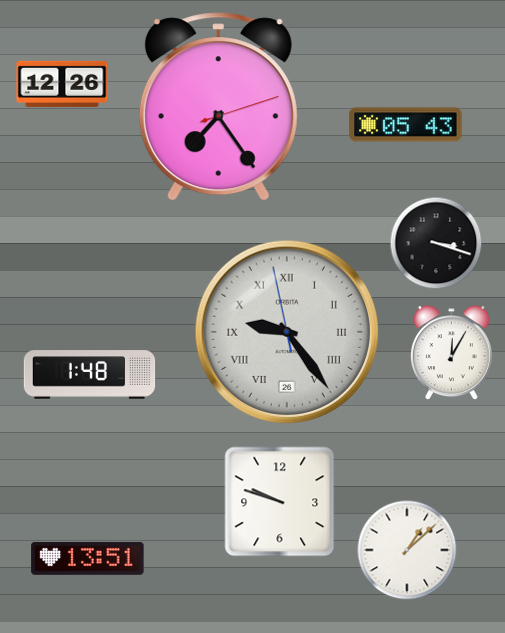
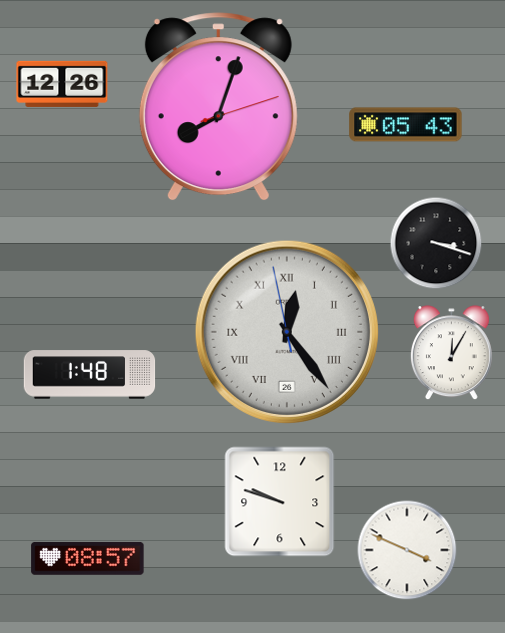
clock at (218, 107): 7:24 -> 8:03
clock at (287, 332): 9:23 -> 12:23
clock at (407, 550): 1:08 -> 3:49
clock at (88, 558): 13:51 -> 08:57
